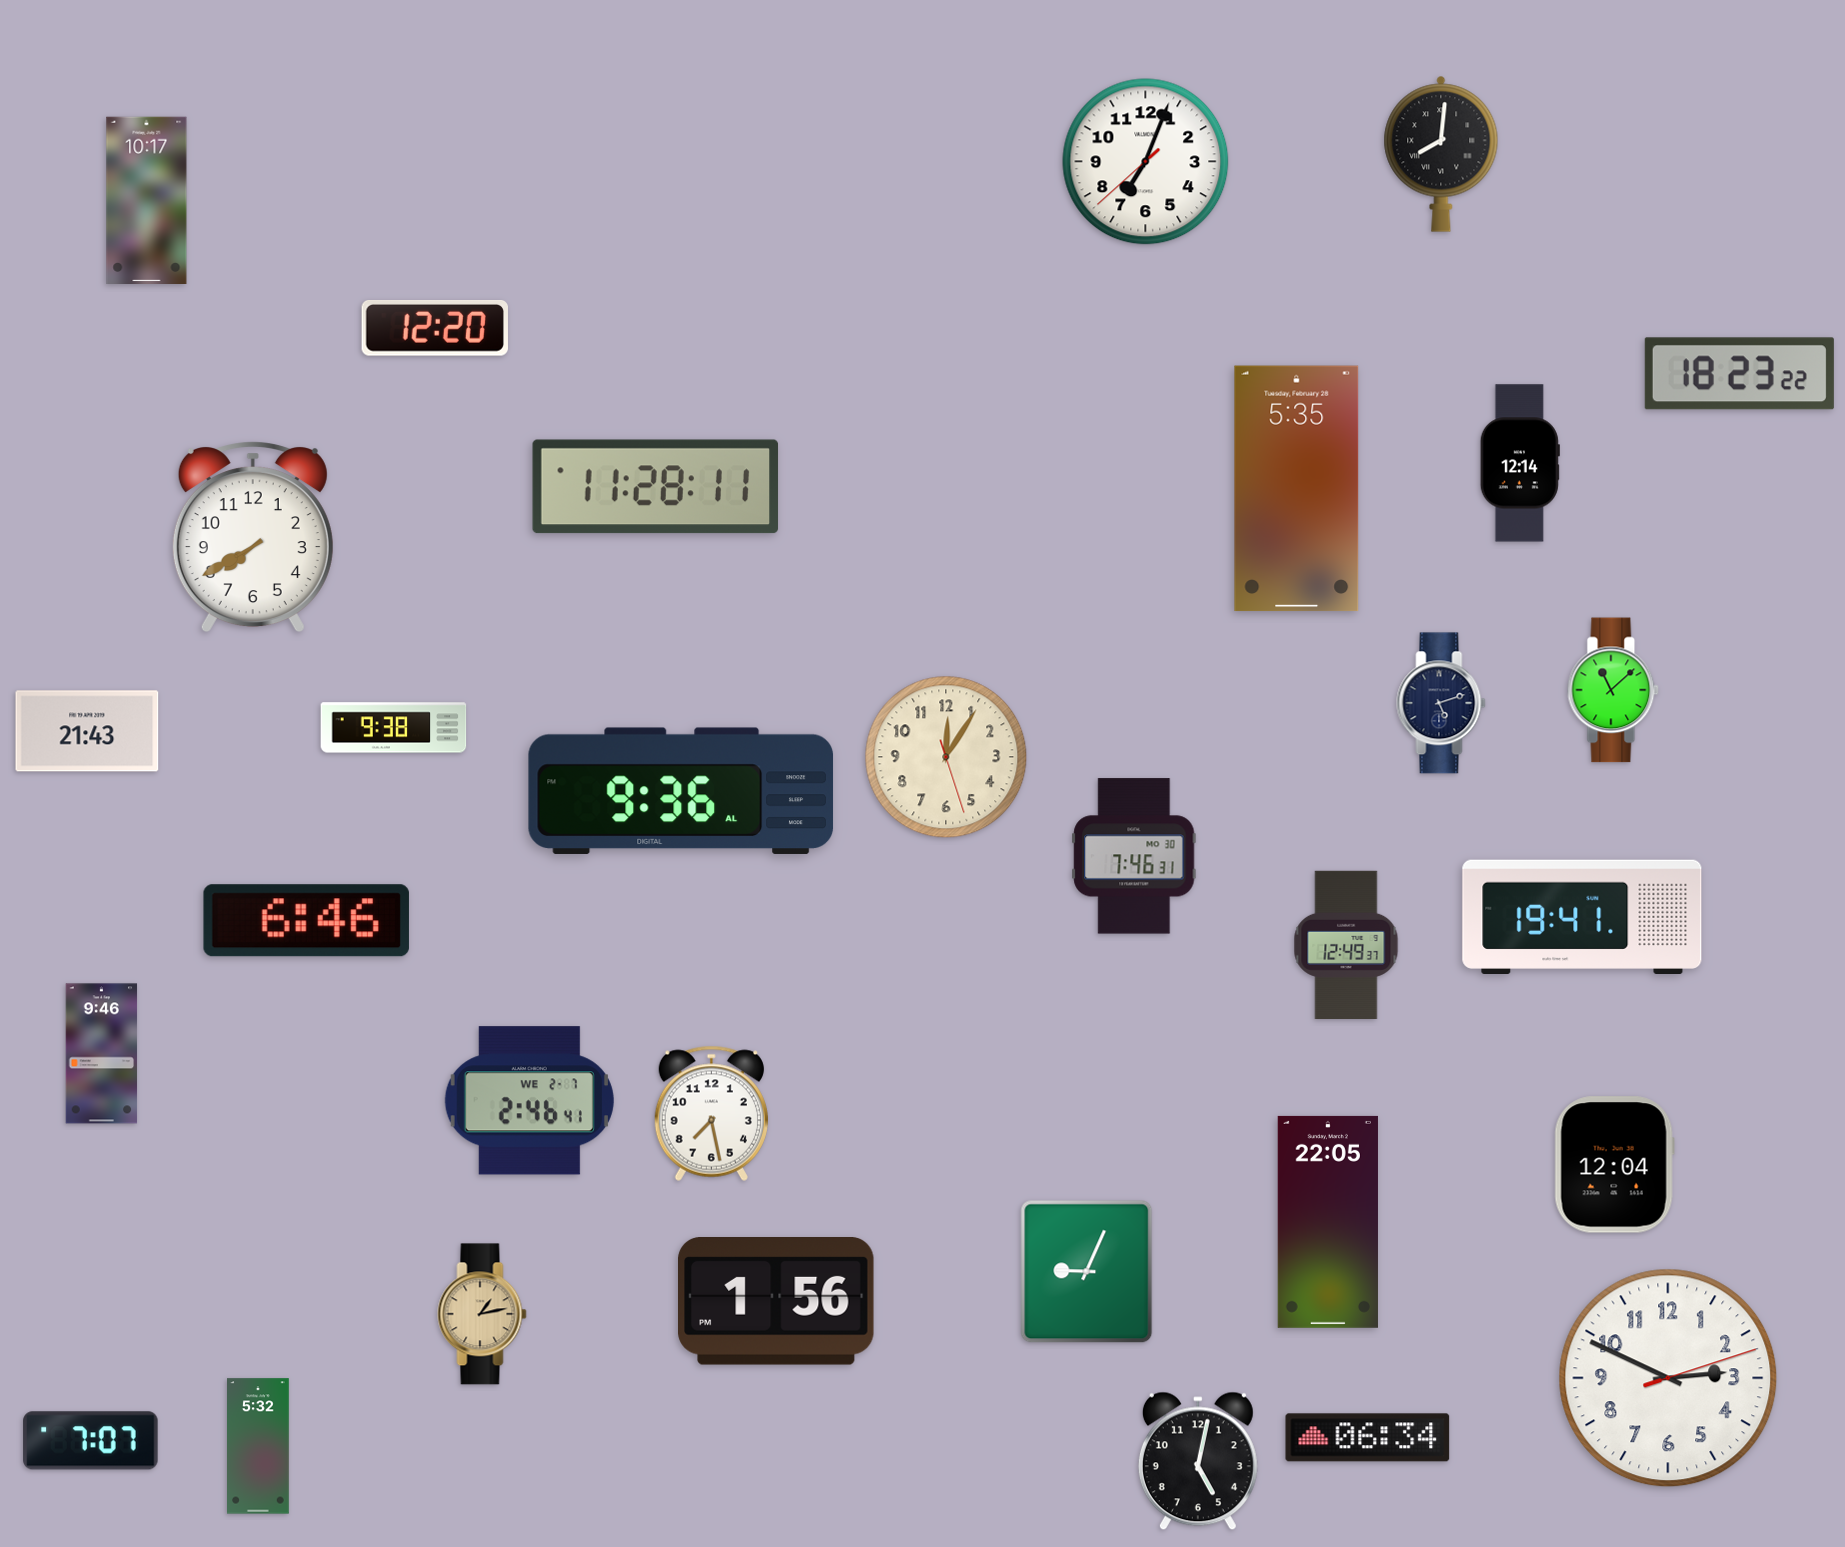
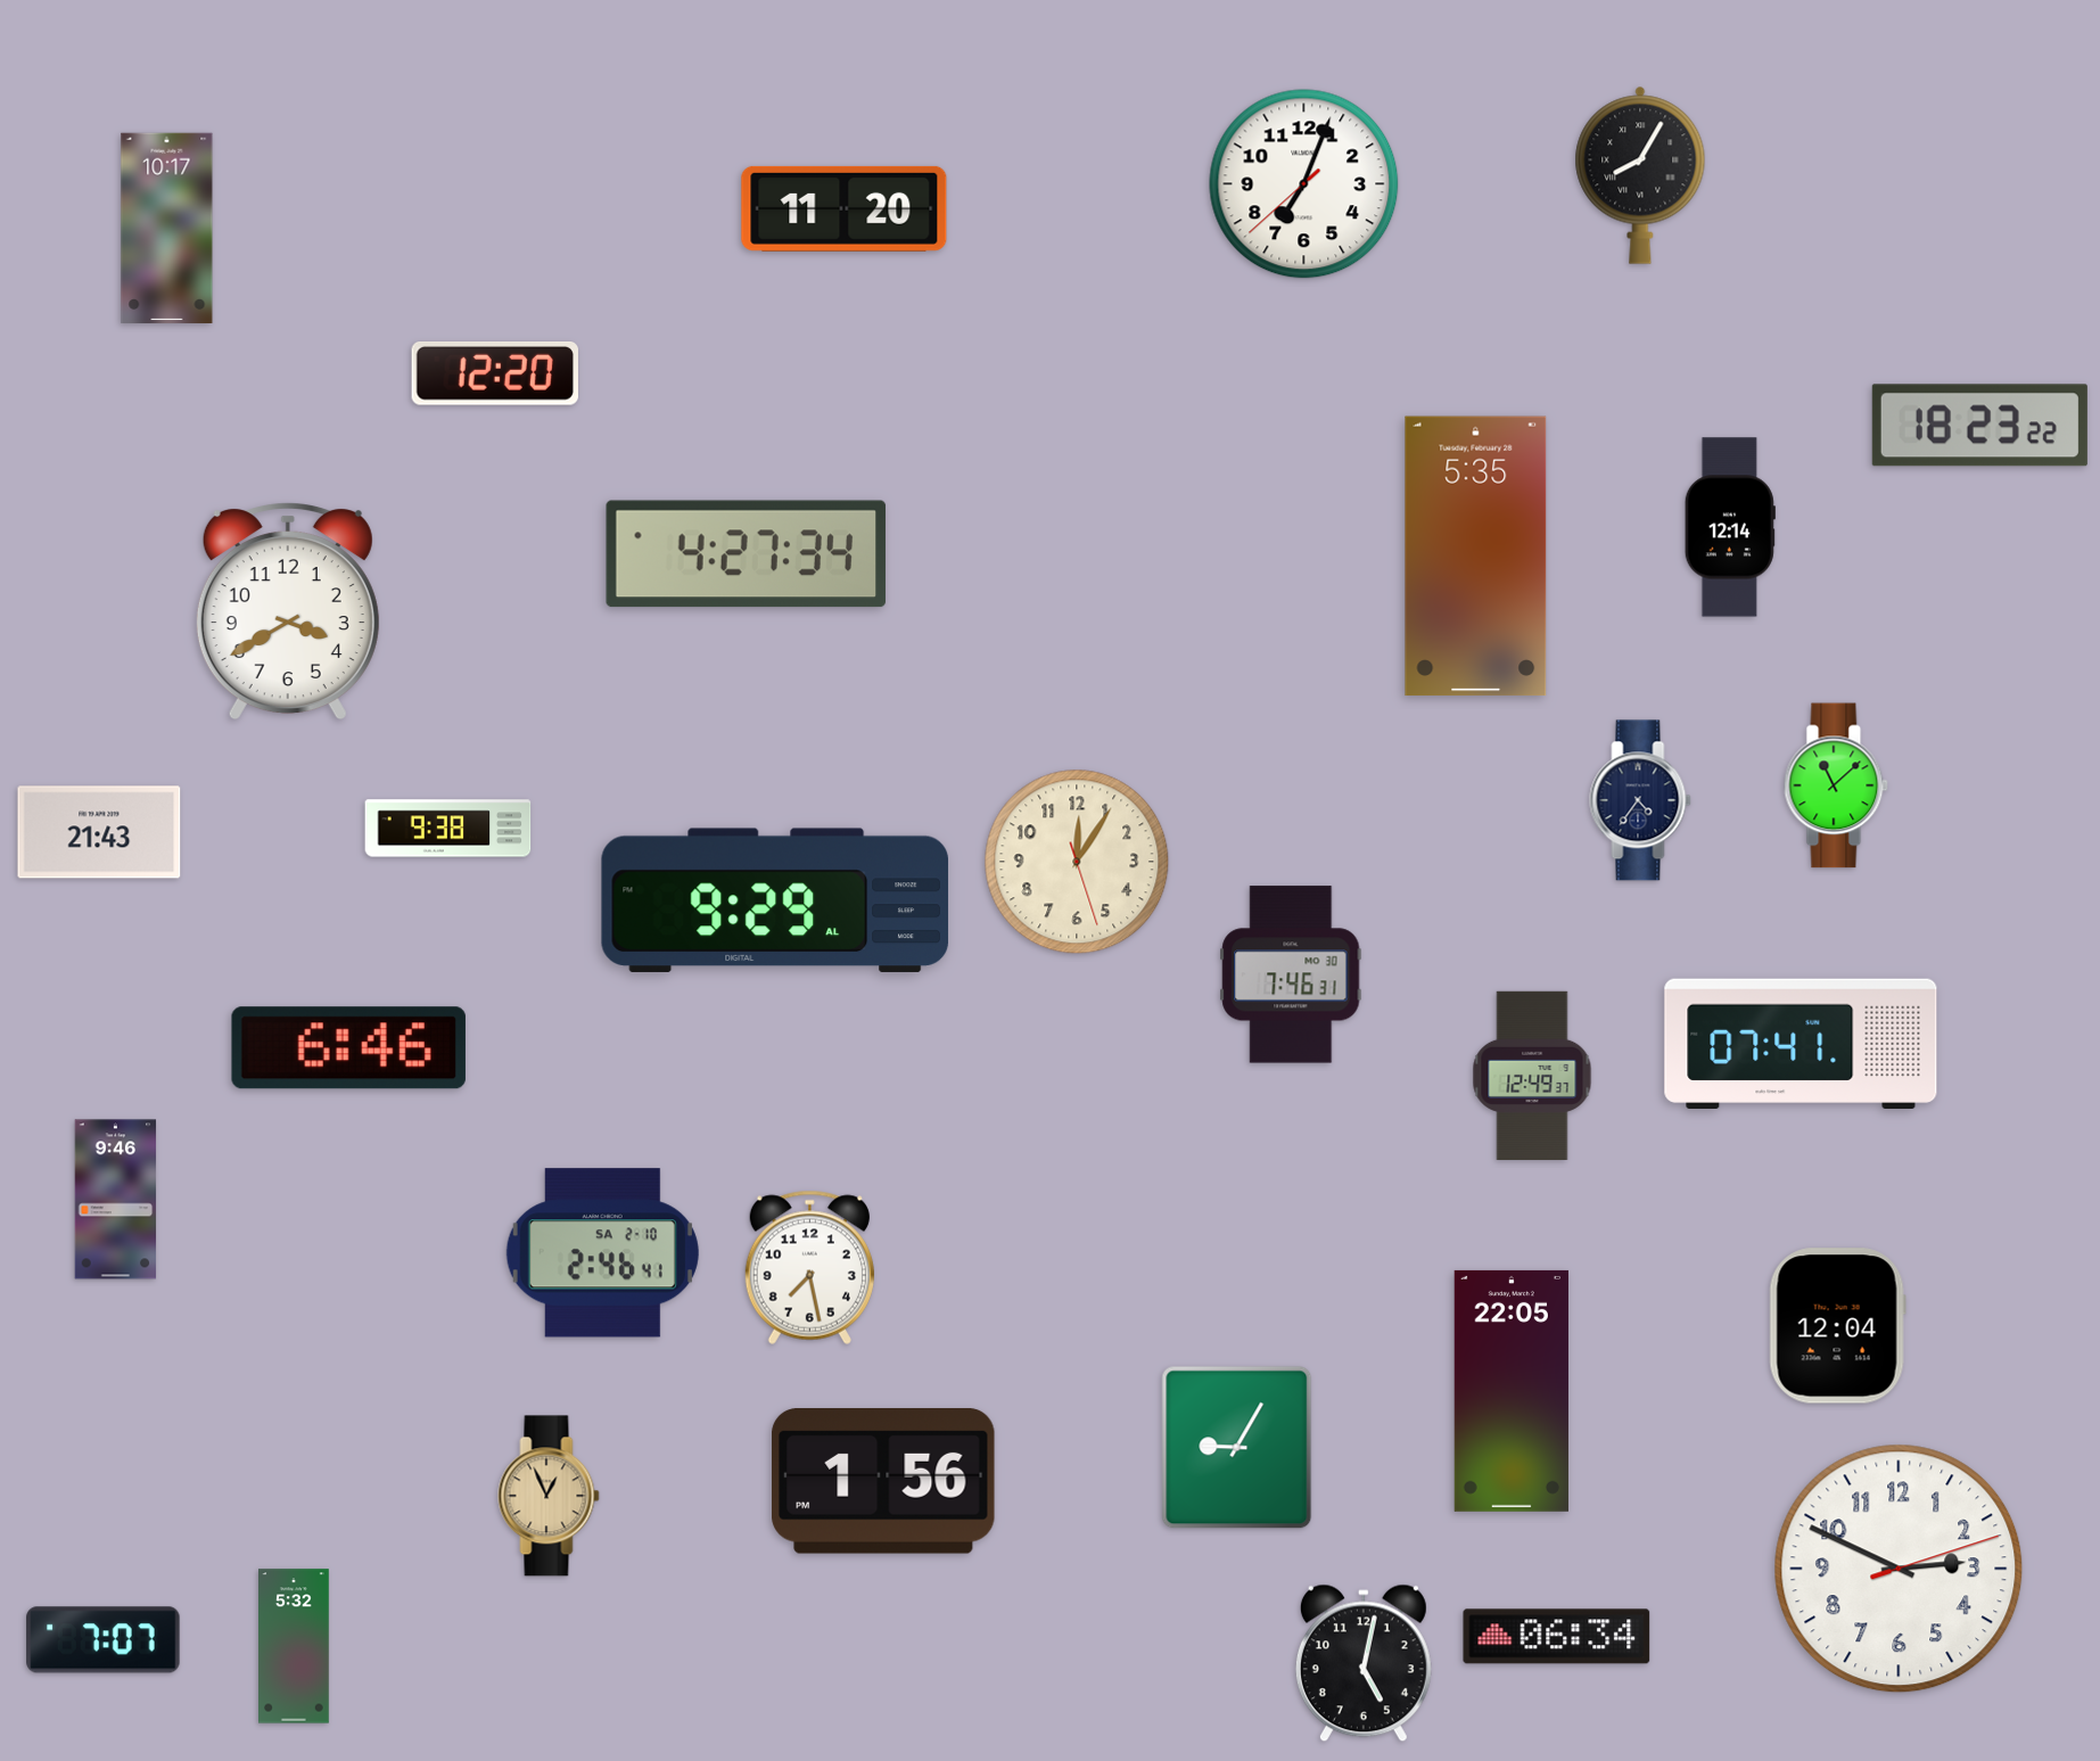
clock at (1441, 154): 8:01 -> 8:05
clock at (845, 208): none -> 11:20
clock at (656, 487): 11:28 -> 4:27
clock at (253, 537): 7:40 -> 3:40
clock at (1441, 703): 5:12 -> 4:36
clock at (681, 791): 9:36 -> 9:29
clock at (1582, 916): 19:41 -> 07:41
clock at (529, 1101) date: WE 2-7 -> SA 2-10
clock at (1087, 1272): 9:04 -> 9:05
clock at (482, 1314): 1:13 -> 12:56
